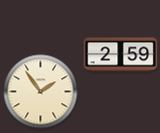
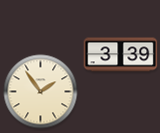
clock at (121, 55): 2:59 -> 3:39
